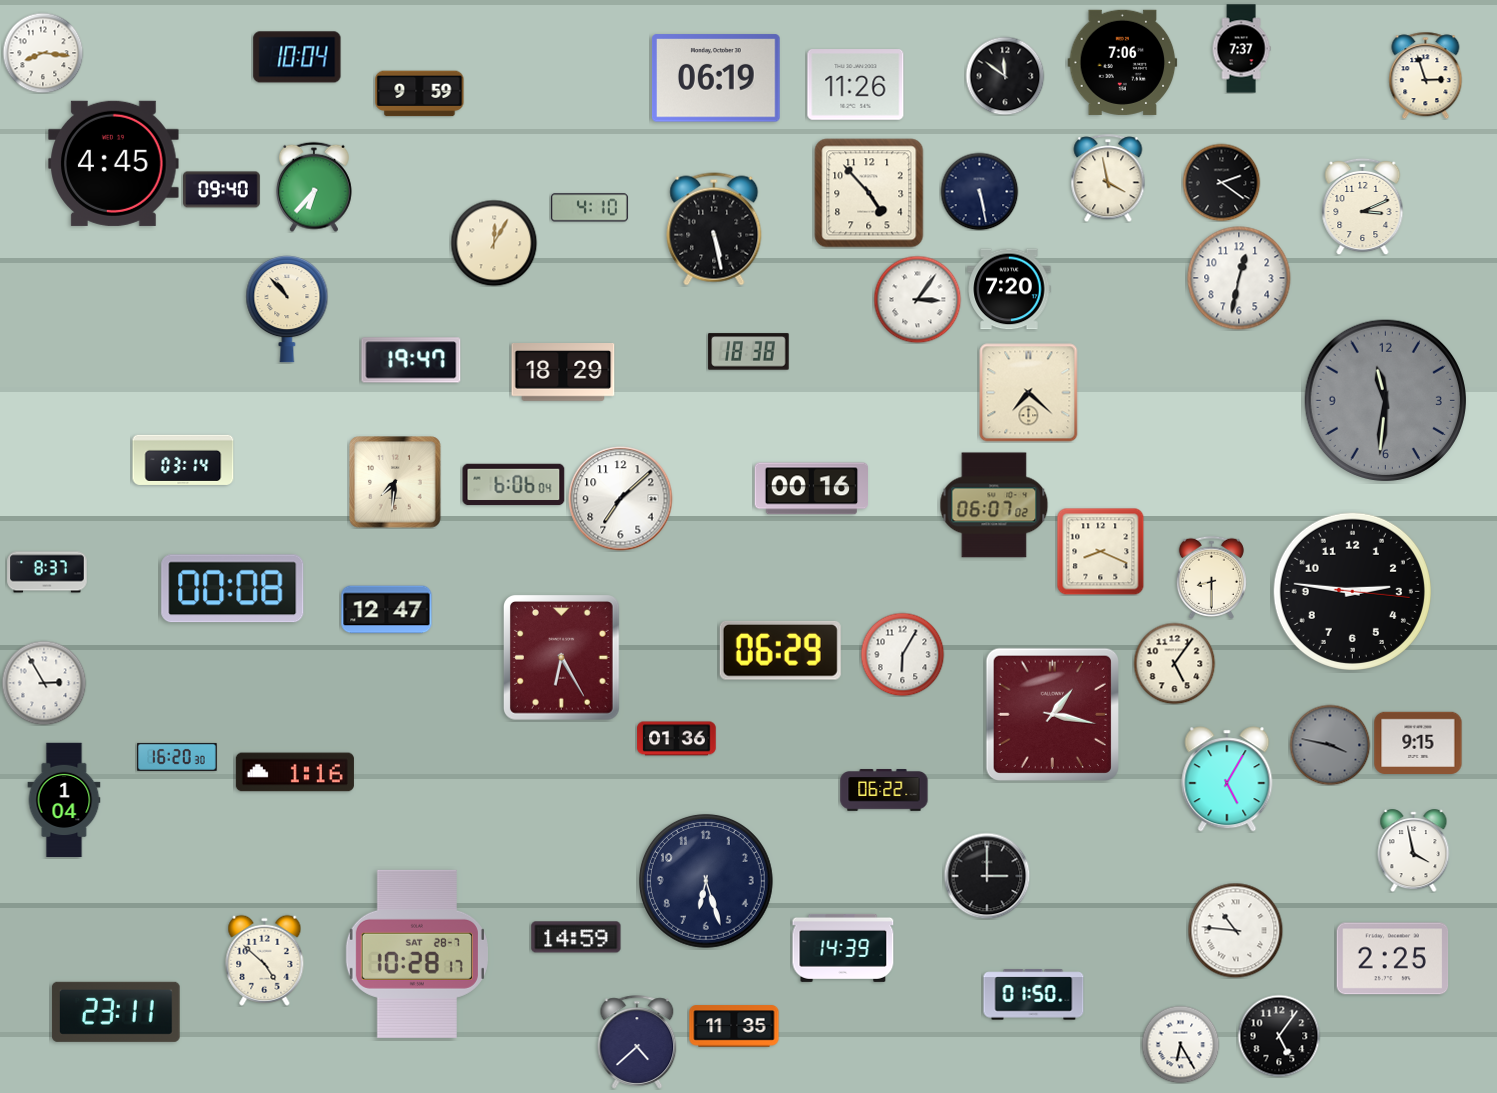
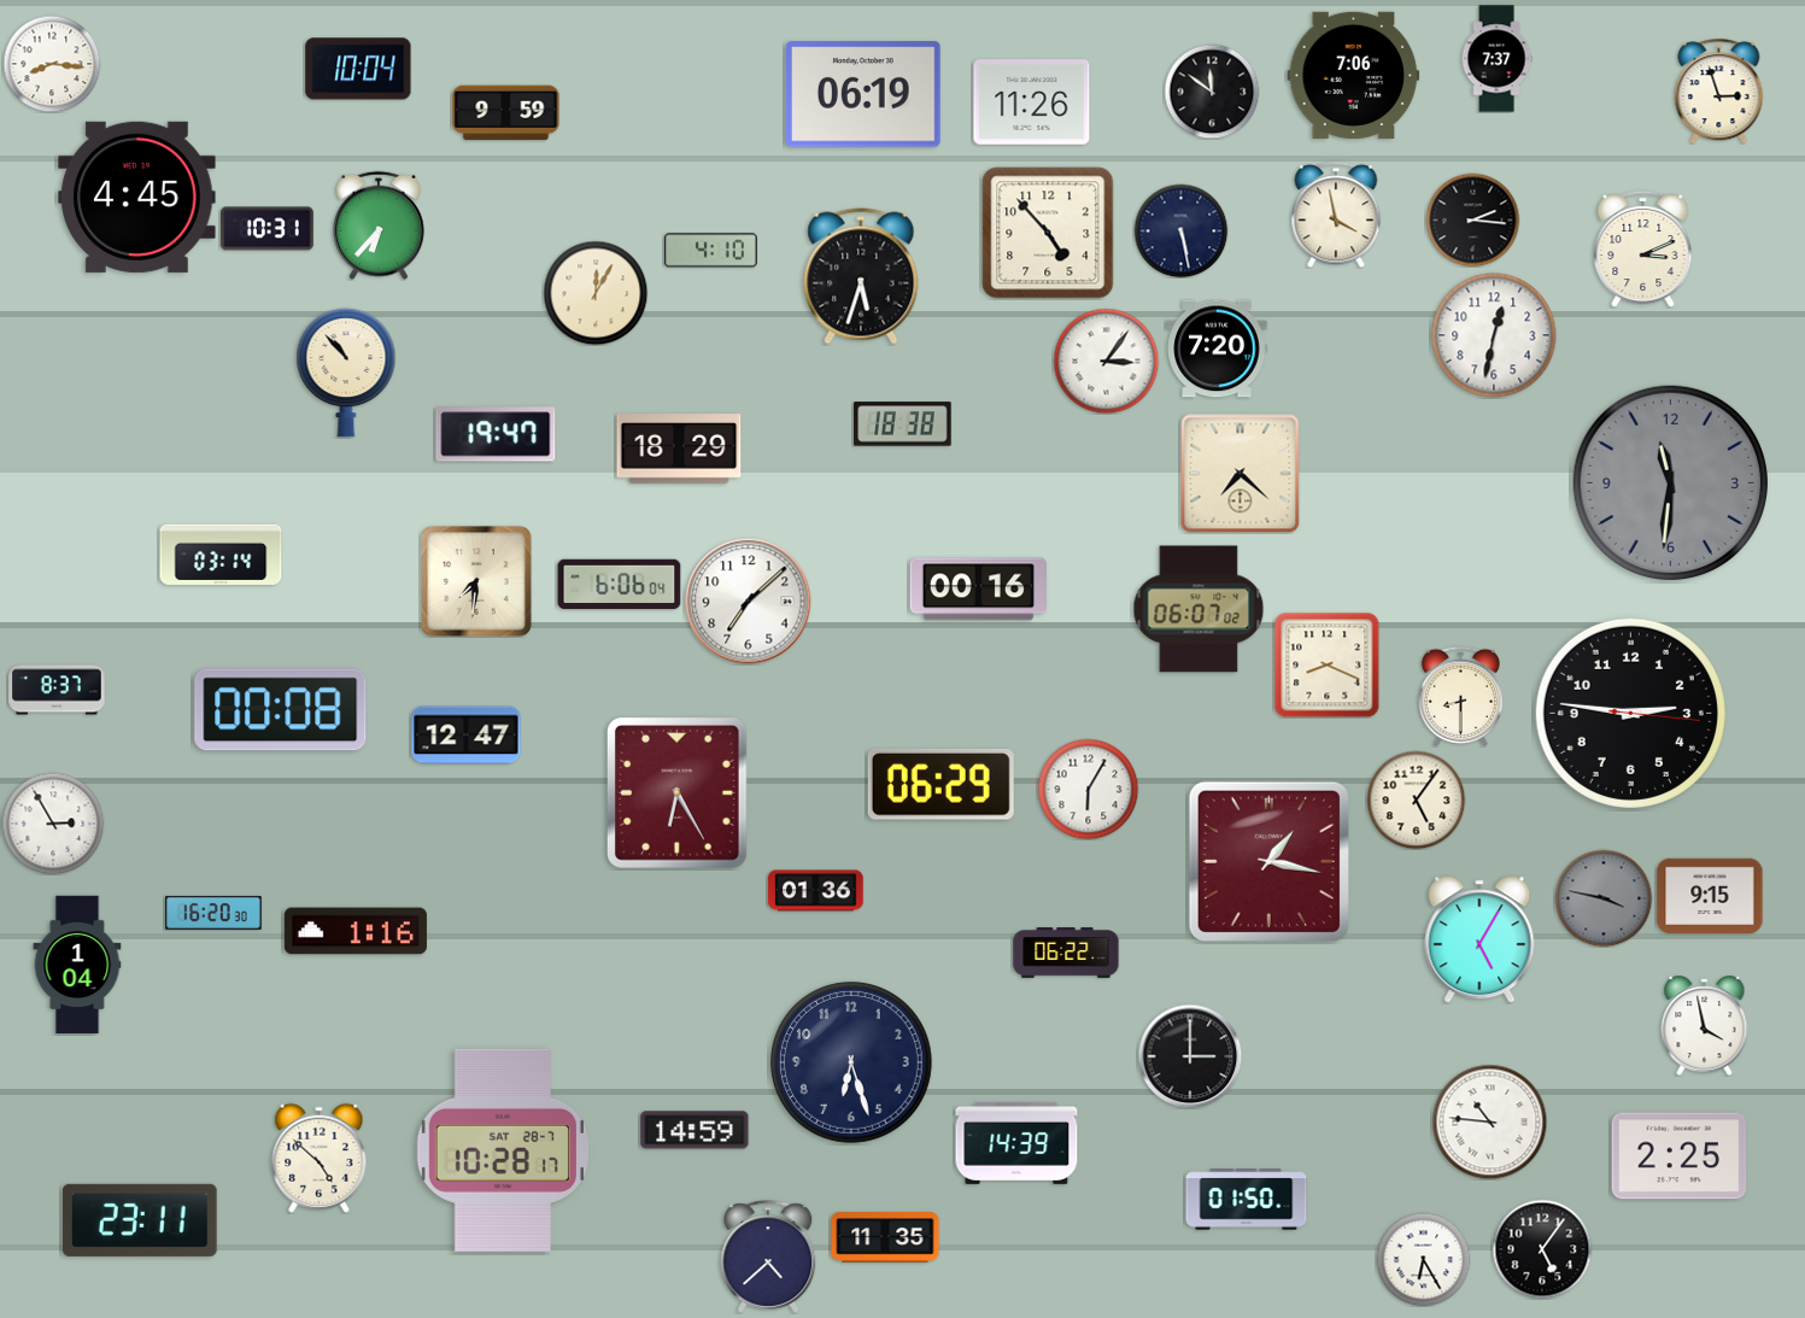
clock at (1221, 182): 2:21 -> 2:16
clock at (222, 190): 09:40 -> 10:31
clock at (714, 229): 5:28 -> 5:33
